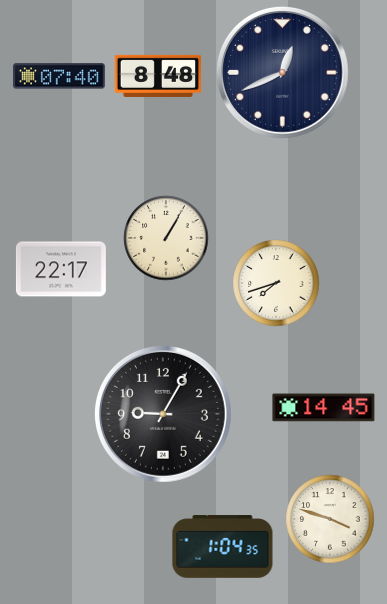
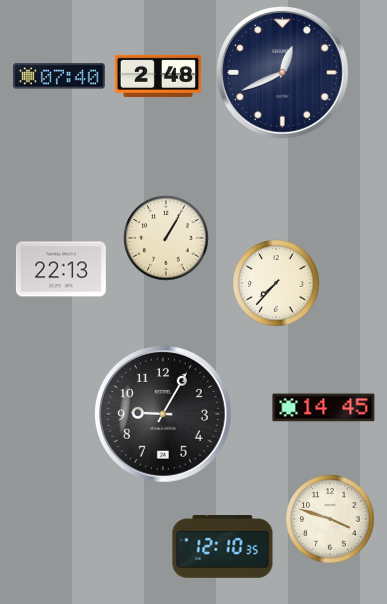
clock at (157, 76): 8:48 -> 2:48
clock at (61, 269): 22:17 -> 22:13
clock at (276, 283): 7:42 -> 7:37
clock at (223, 547): 1:04 -> 12:10
